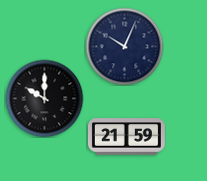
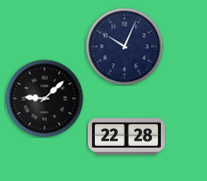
clock at (44, 98): 10:00 -> 9:08
clock at (126, 137): 21:59 -> 22:28
